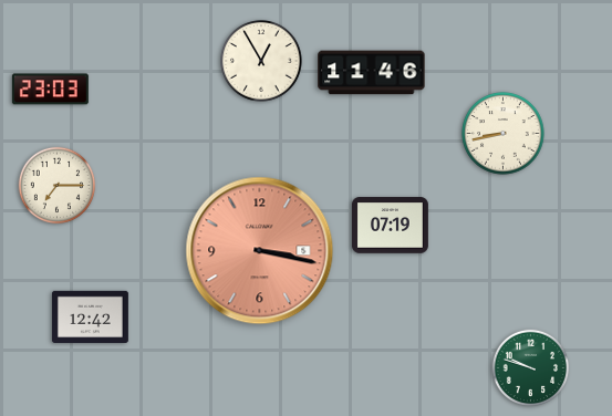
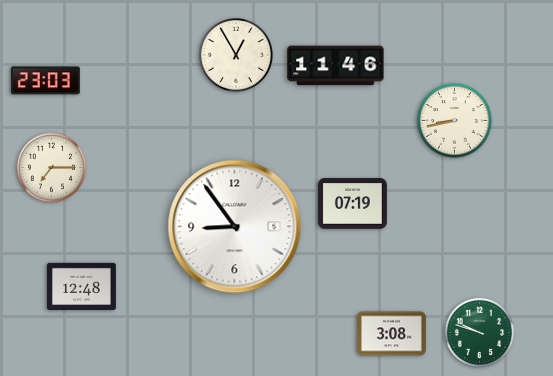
clock at (260, 251): 3:17 -> 8:54
clock at (260, 251) dial: salmon -> white
clock at (90, 316): 12:42 -> 12:48
clock at (391, 334): none -> 3:08
